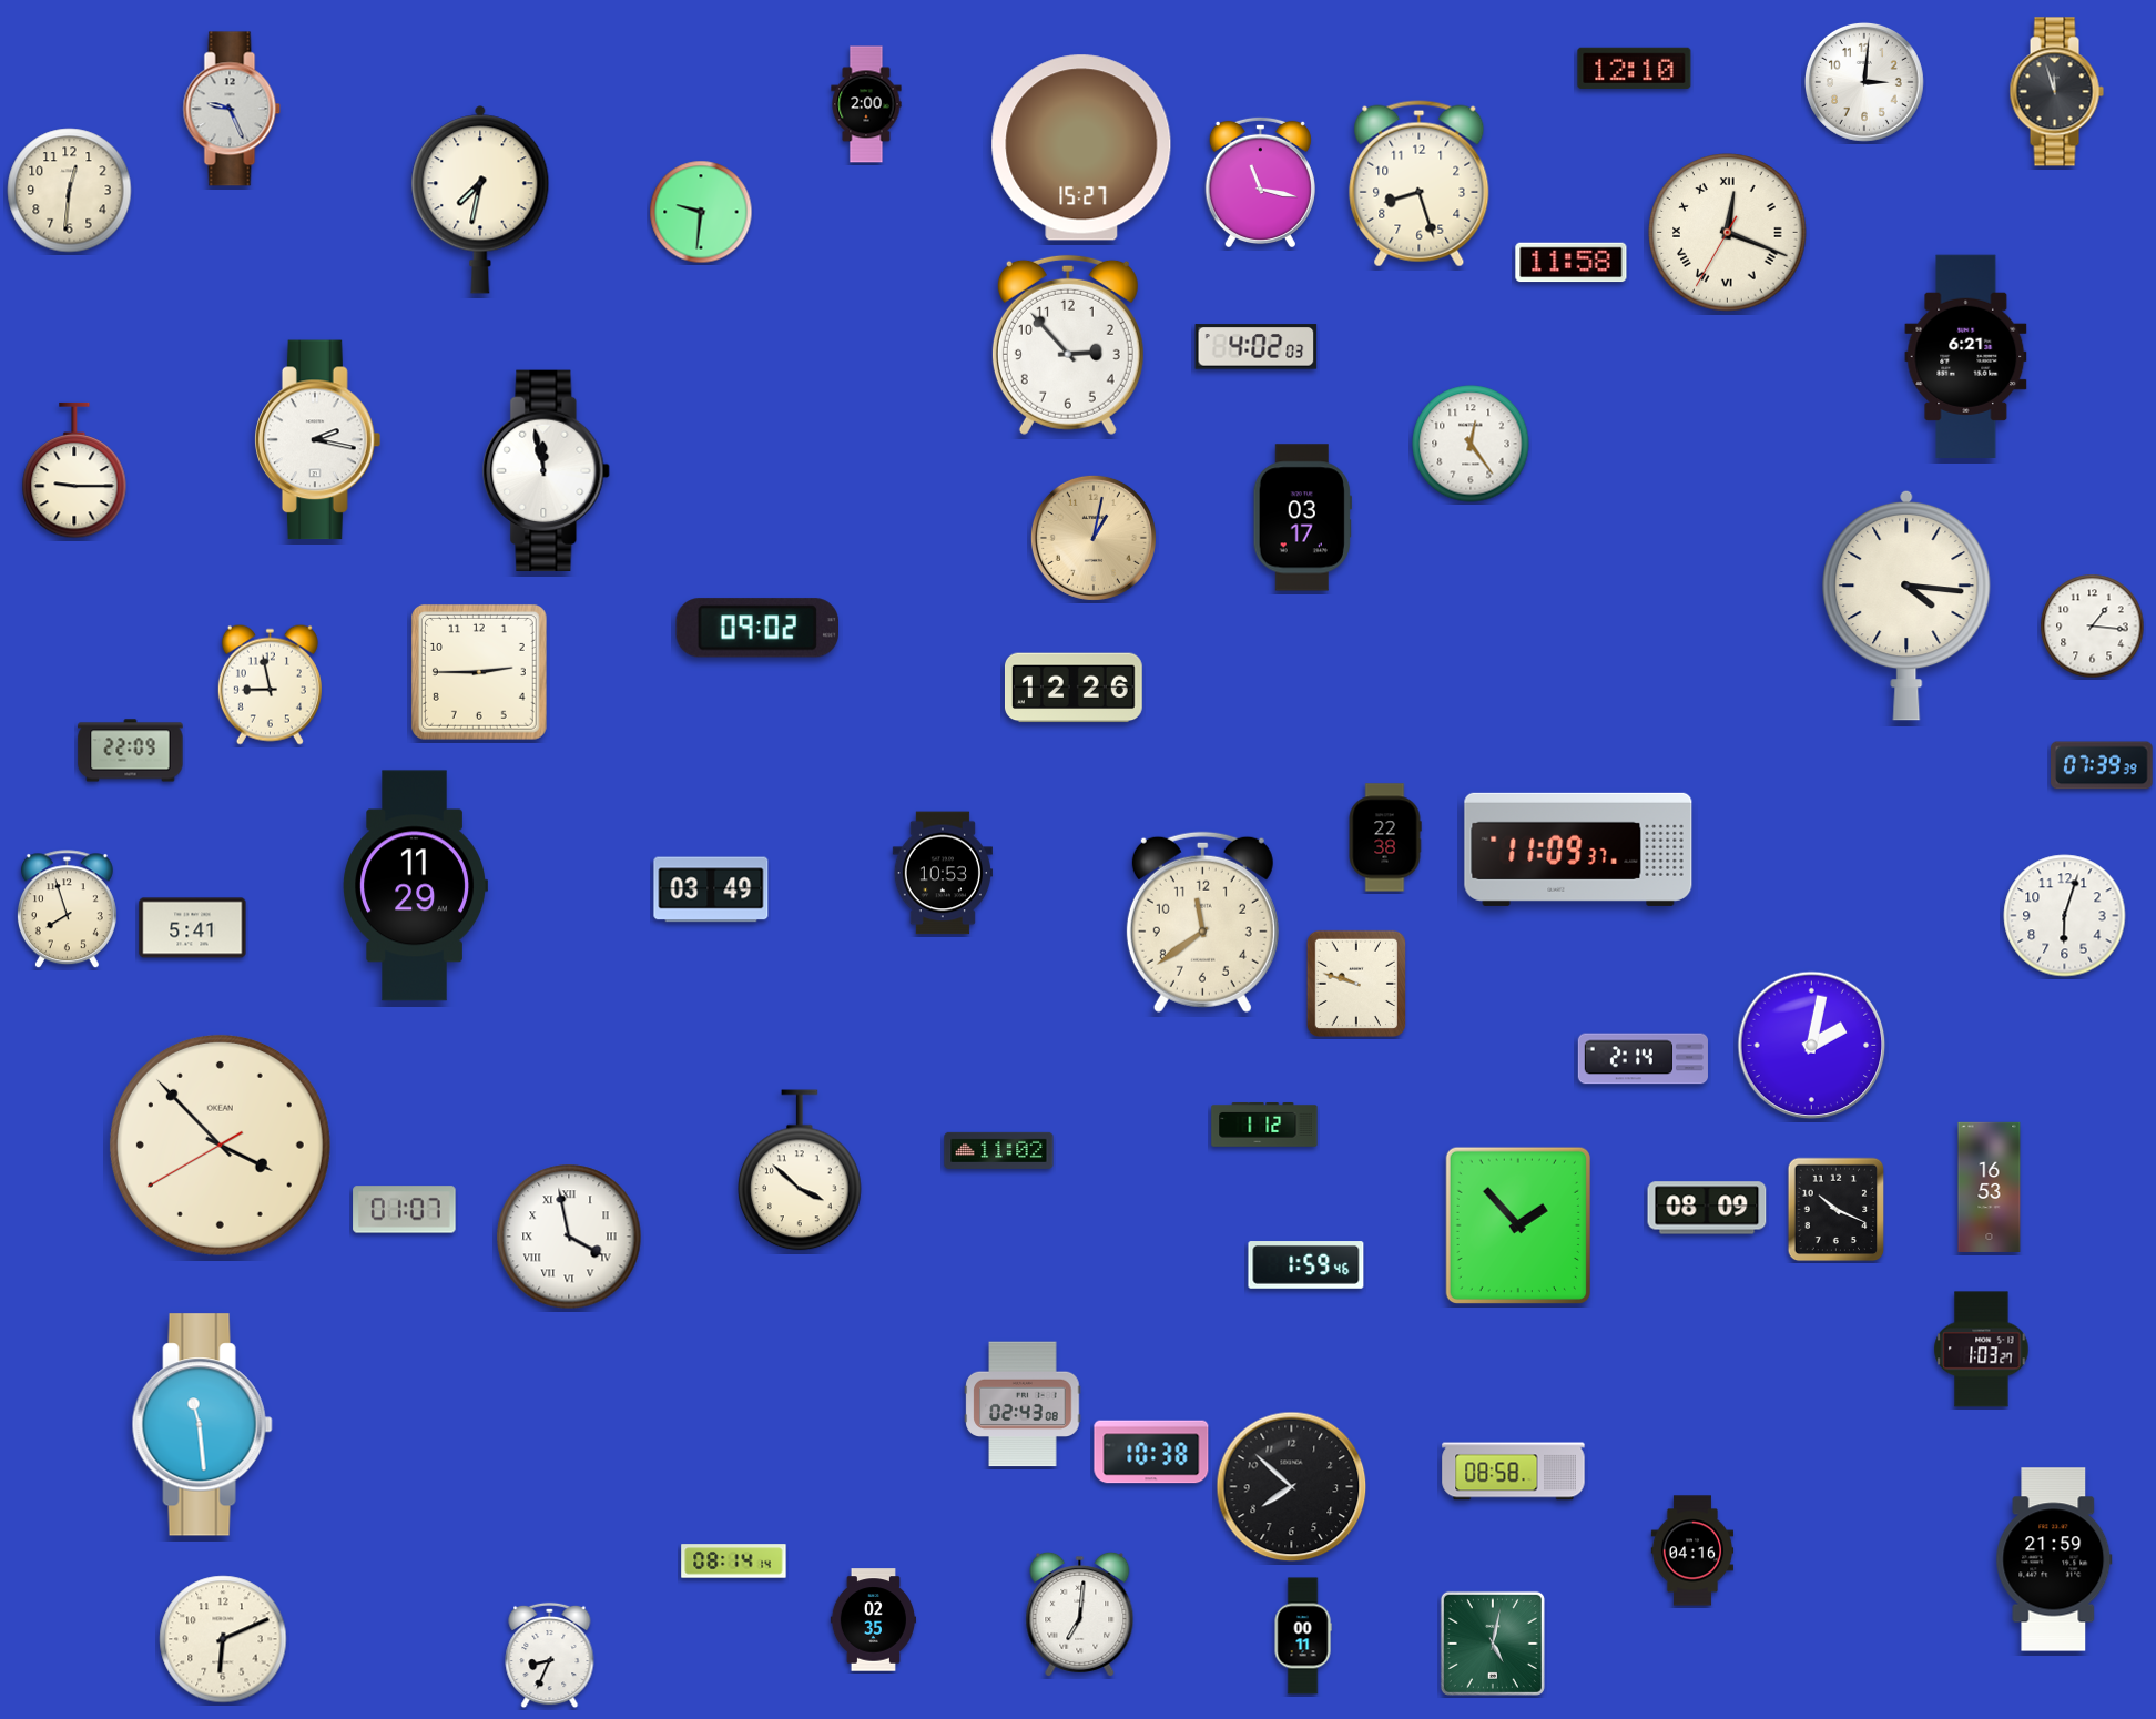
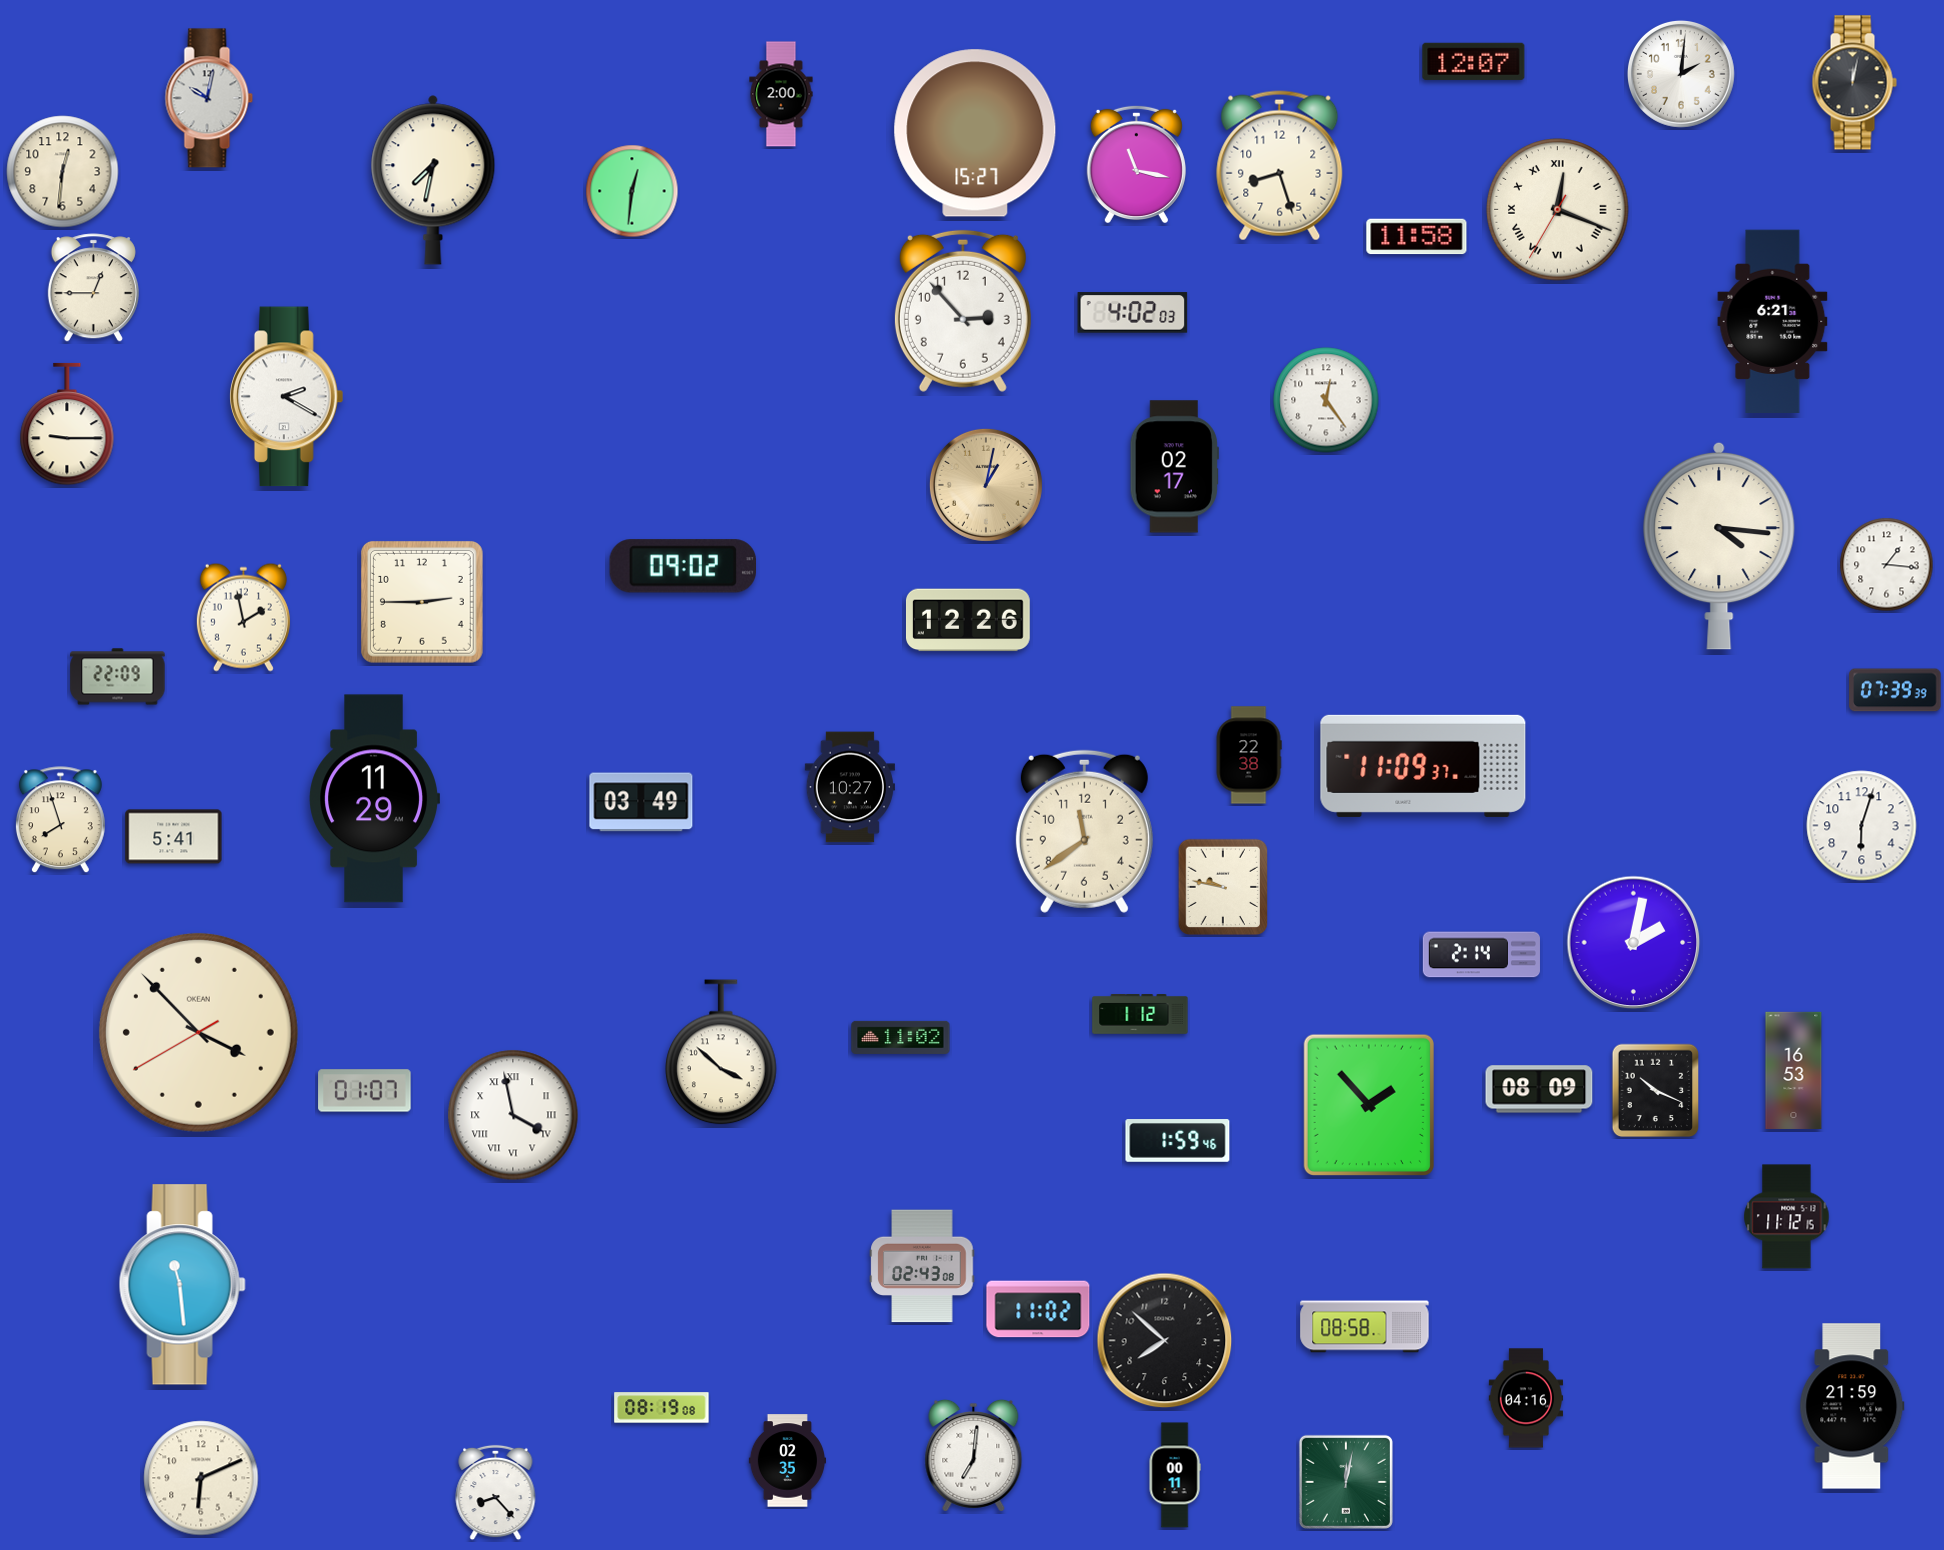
clock at (1635, 68): 12:10 -> 12:07
clock at (1864, 82): 3:01 -> 2:01
clock at (2056, 92): 11:57 -> 12:02
clock at (232, 109): 9:26 -> 10:02
clock at (701, 212): 9:31 -> 12:31
clock at (93, 288): none -> 12:45
clock at (318, 440): 2:17 -> 2:20
clock at (547, 471): 11:58 -> none
clock at (1302, 518): 03:17 -> 02:17
clock at (479, 672) position: (479, 672) -> (422, 602)
clock at (269, 684): 8:58 -> 1:58
clock at (943, 873): 10:53 -> 10:27
clock at (1356, 984): 9:48 -> 9:47
clock at (801, 1170) position: (801, 1170) -> (722, 1052)
clock at (1982, 1350): 1:03 -> 11:12
clock at (1151, 1452): 10:38 -> 11:02
clock at (734, 1562): 08:14 -> 08:19
clock at (1493, 1644): 5:02 -> 12:02
clock at (550, 1656): 8:34 -> 8:23
